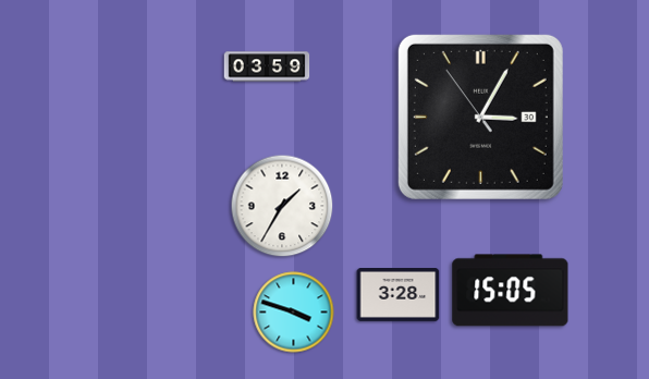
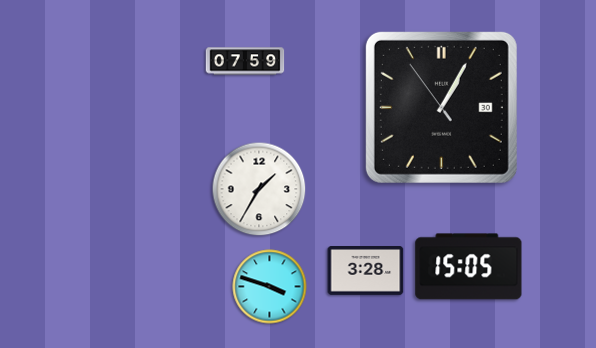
clock at (267, 66): 03:59 -> 07:59
clock at (480, 117): 3:04 -> 1:04
